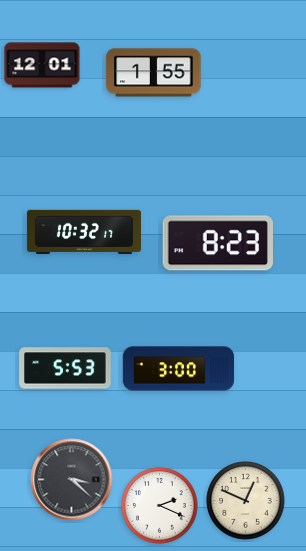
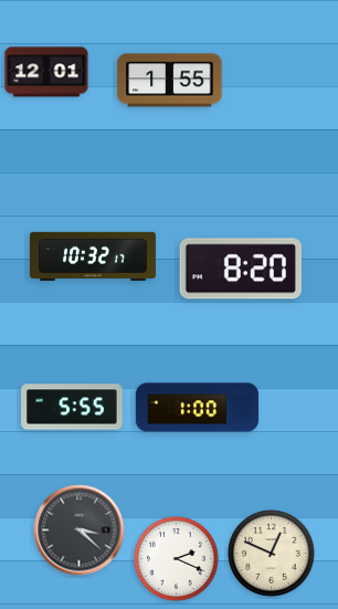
clock at (218, 243): 8:23 -> 8:20
clock at (65, 368): 5:53 -> 5:55
clock at (179, 369): 3:00 -> 1:00
